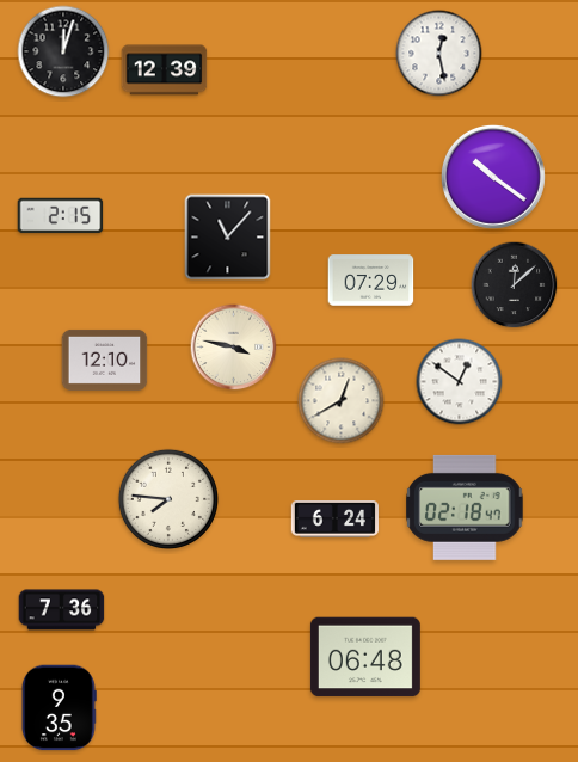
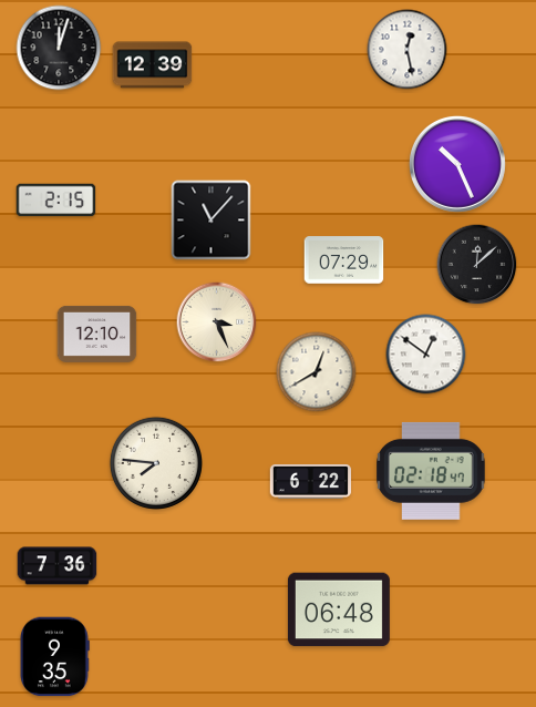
clock at (493, 177): 10:21 -> 10:26
clock at (234, 348): 3:47 -> 3:26
clock at (334, 520): 6:24 -> 6:22
